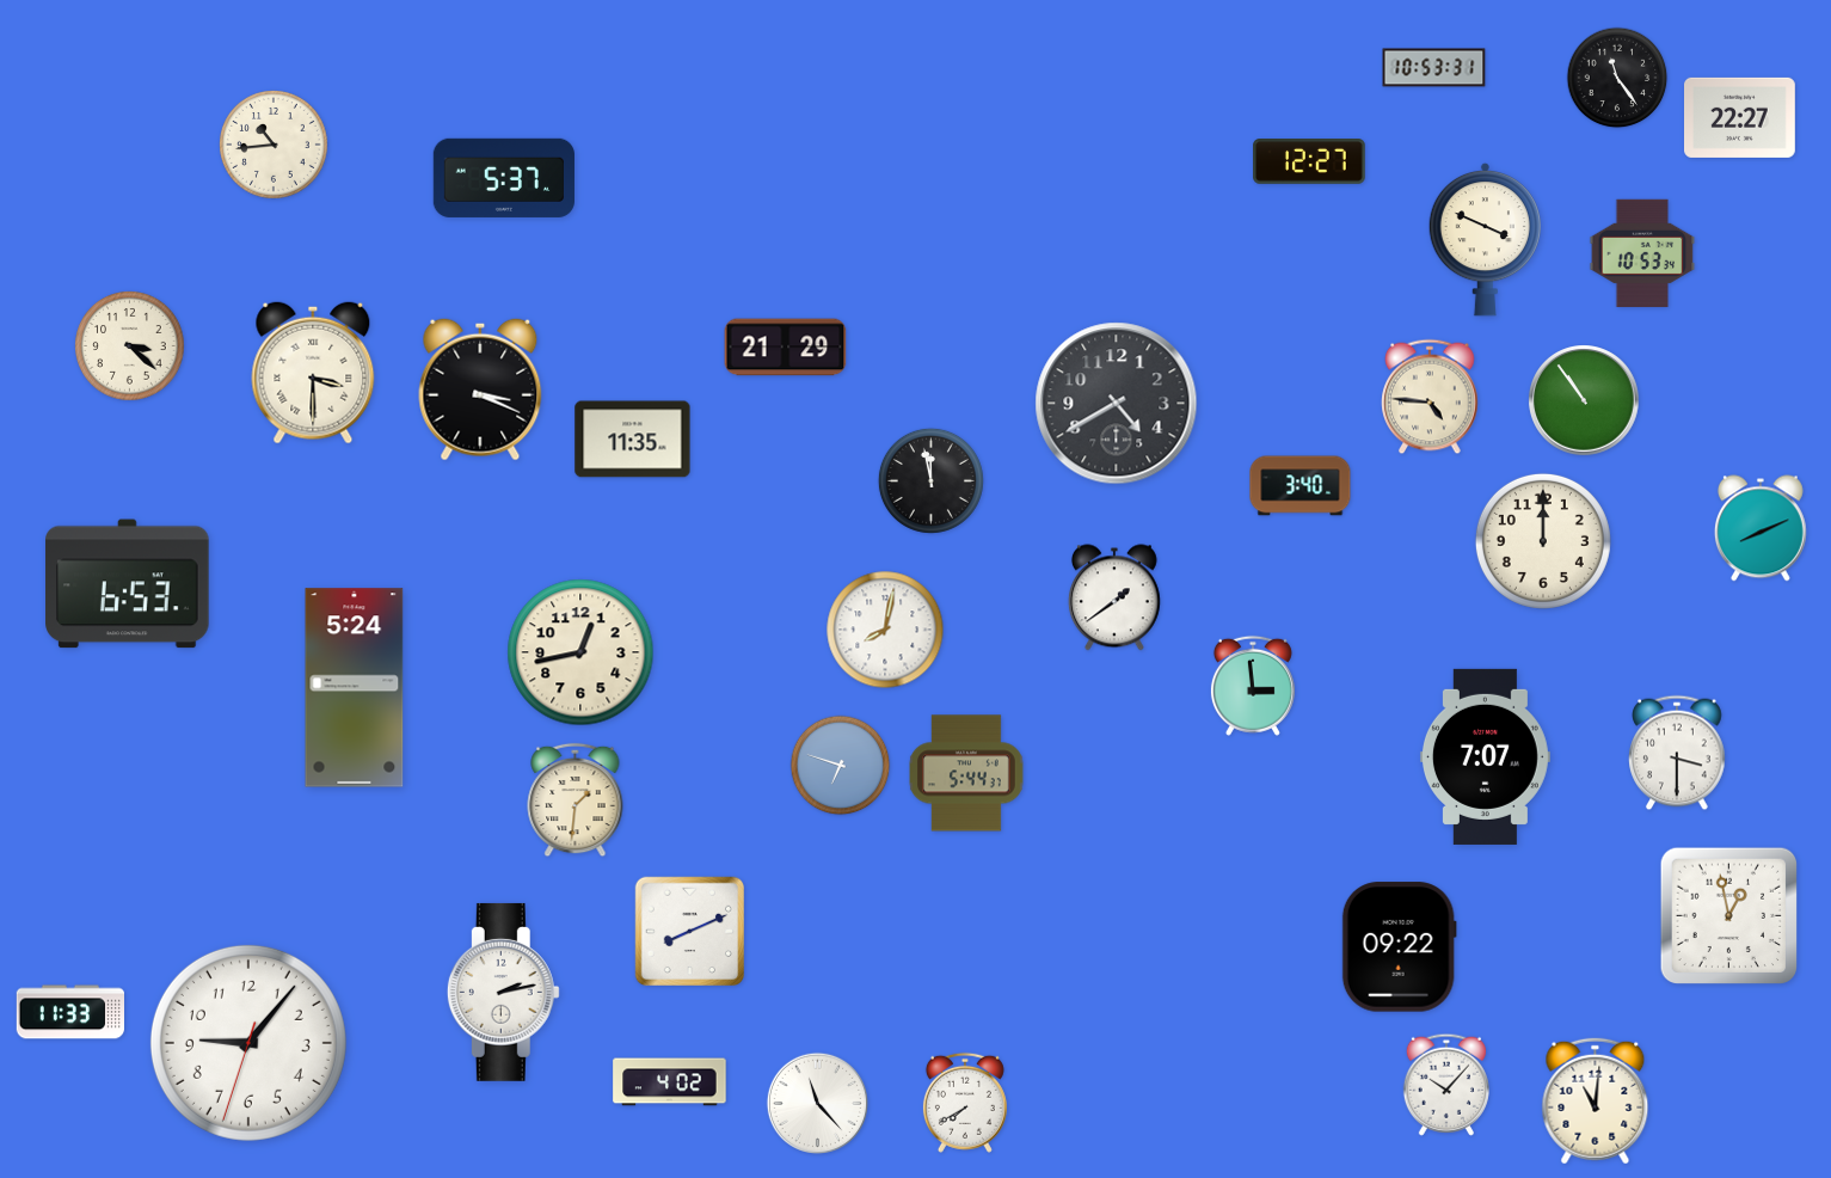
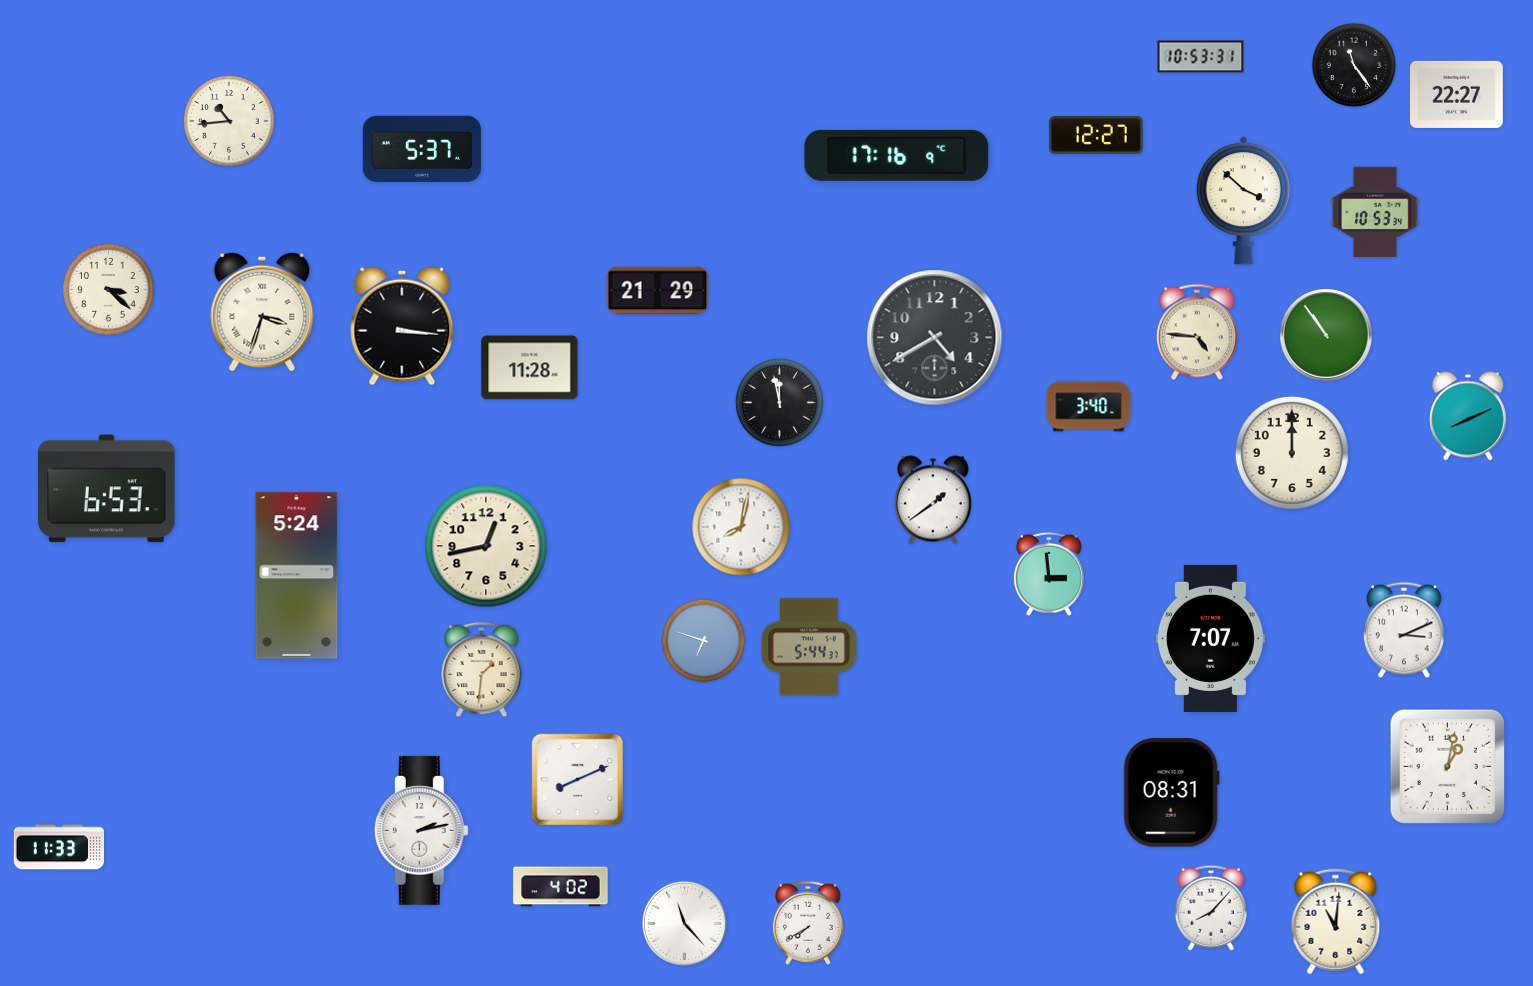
clock at (1740, 117) position: (1740, 117) -> (1457, 94)
clock at (897, 155): none -> 17:16
clock at (1485, 239): 3:49 -> 3:52
clock at (313, 373): 3:30 -> 3:33
clock at (480, 389): 3:19 -> 3:16
clock at (633, 440): 11:35 -> 11:28
clock at (1761, 528) position: (1761, 528) -> (1468, 416)
clock at (1677, 753): 3:30 -> 3:11
clock at (1485, 756) position: (1485, 756) -> (1210, 638)
clock at (1729, 916): 12:58 -> 1:02
clock at (1399, 947): 09:22 -> 08:31
clock at (248, 1043): 9:06 -> none
clock at (670, 1082) position: (670, 1082) -> (561, 887)
clock at (1446, 1085): 10:07 -> 8:07
